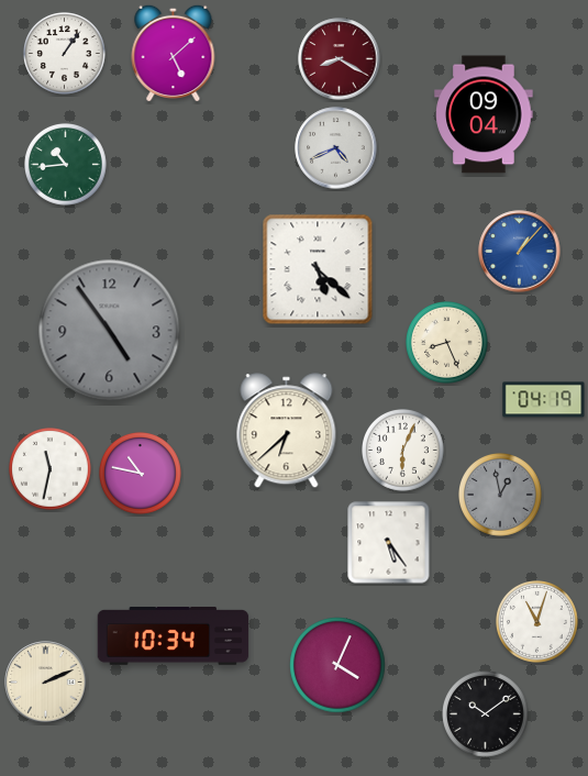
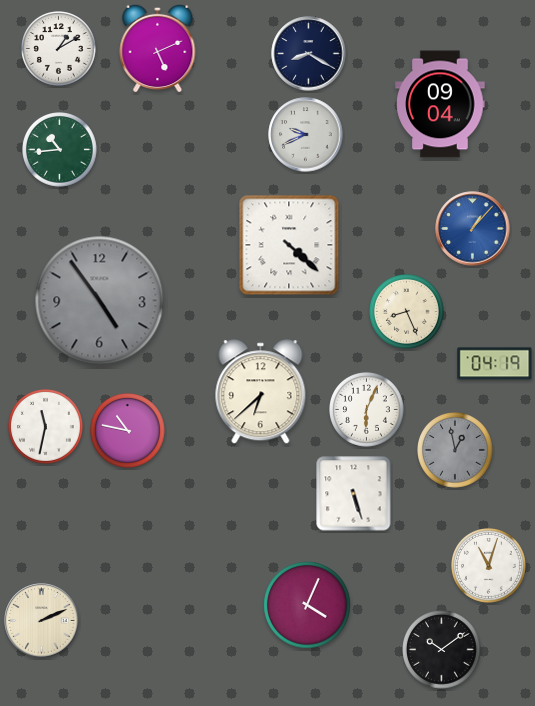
clock at (174, 53): 5:08 -> 5:11
clock at (65, 54): 1:06 -> 1:10
clock at (340, 59) dial: burgundy -> navy
clock at (336, 148): 4:41 -> 9:41
clock at (318, 269): 5:22 -> 4:22
clock at (389, 543): 5:24 -> 5:27
clock at (174, 636): 10:34 -> none
